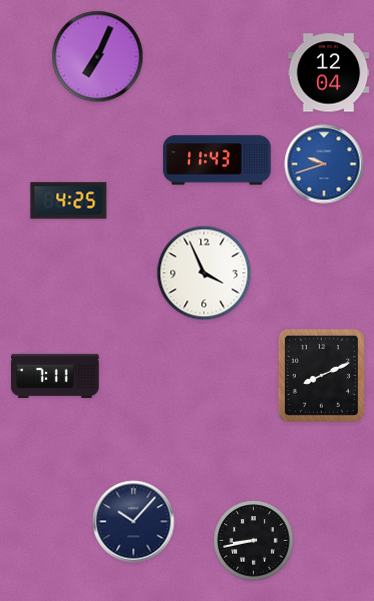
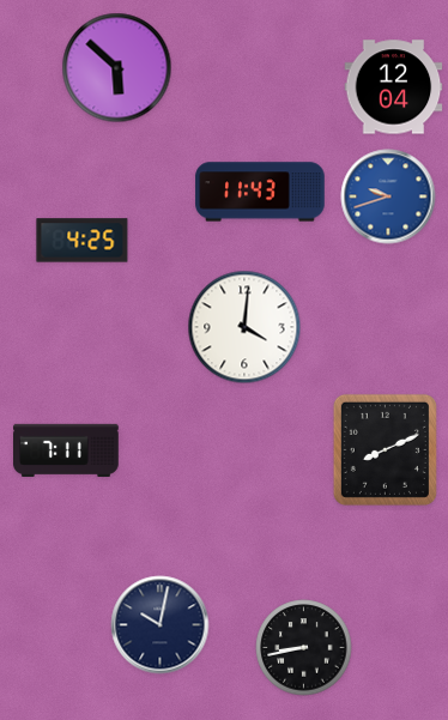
clock at (98, 57): 7:04 -> 5:52
clock at (204, 273): 3:56 -> 4:01
clock at (134, 522): 10:07 -> 10:02
